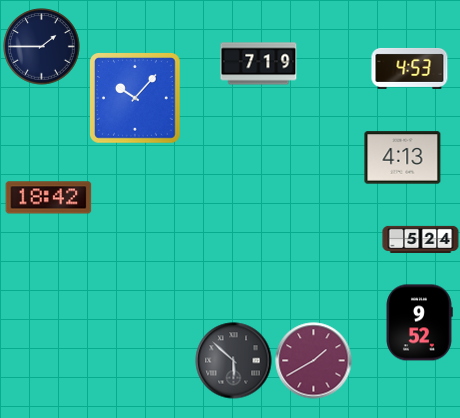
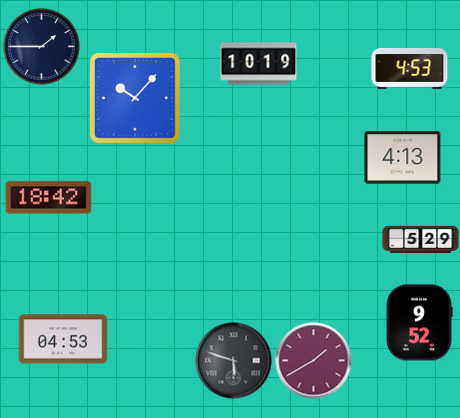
clock at (259, 64): 7:19 -> 10:19
clock at (421, 239): 5:24 -> 5:29
clock at (63, 339): none -> 04:53
clock at (234, 361): 5:52 -> 5:48
